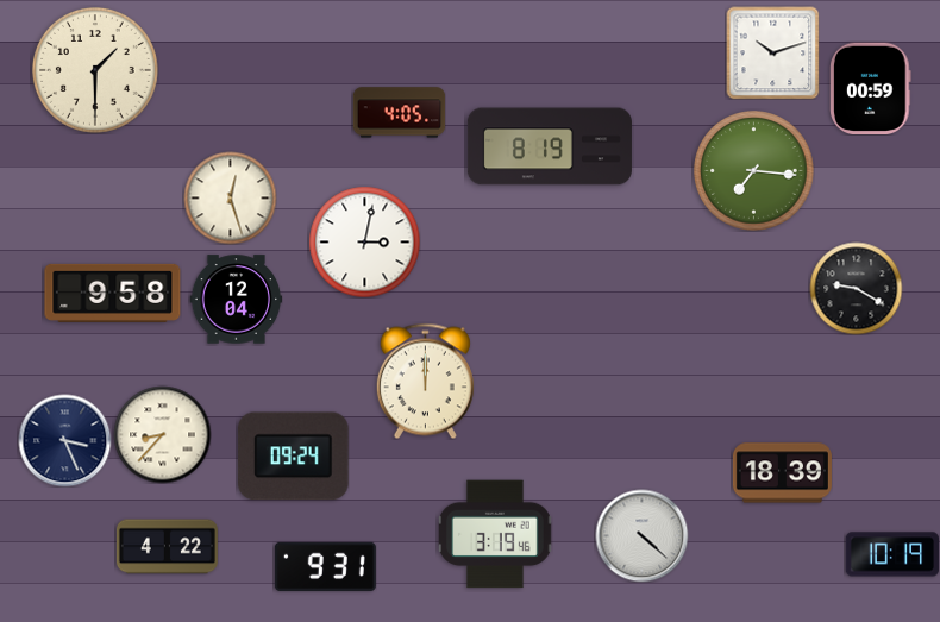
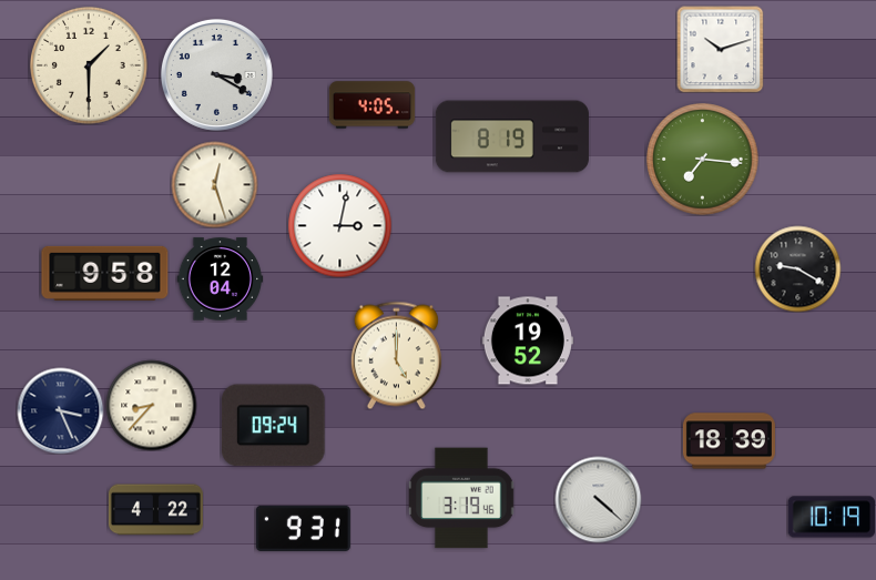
clock at (216, 74): none -> 3:20
clock at (871, 88): 00:59 -> none
clock at (528, 340): none -> 19:52
clock at (425, 381): 12:00 -> 5:00
